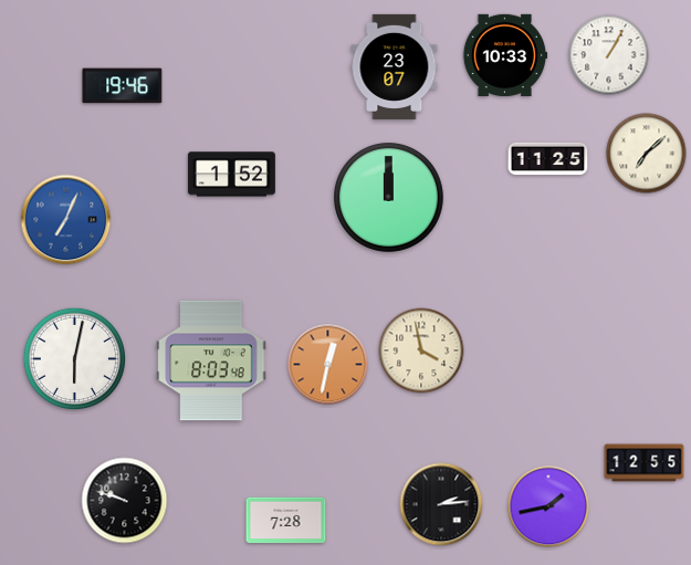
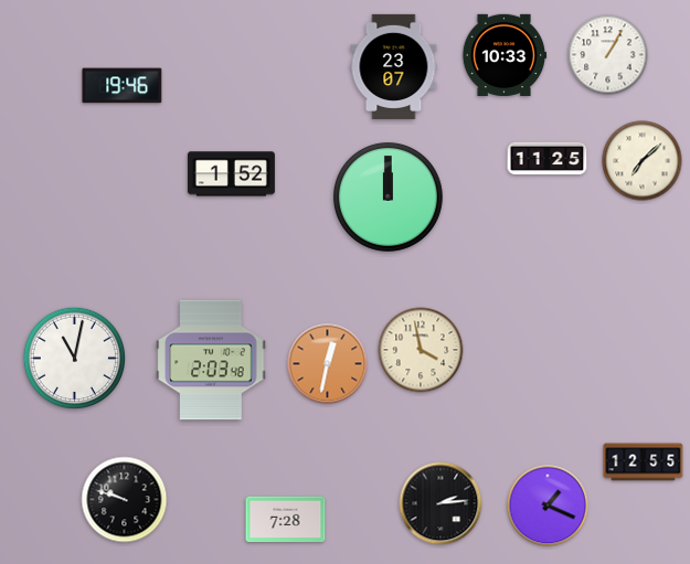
clock at (647, 154) position: (647, 154) -> (643, 161)
clock at (66, 220): 7:04 -> none
clock at (74, 358): 6:02 -> 11:02
clock at (211, 360): 8:03 -> 2:03
clock at (548, 506): 1:43 -> 1:19
